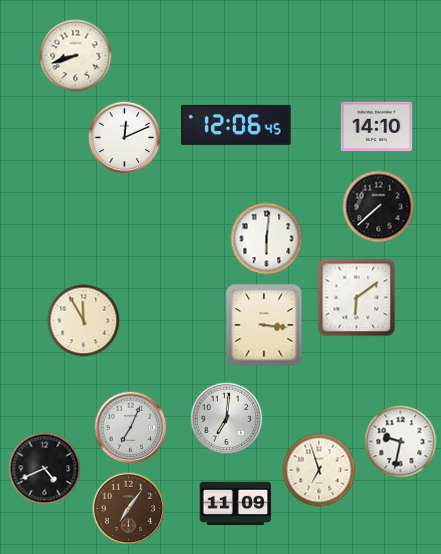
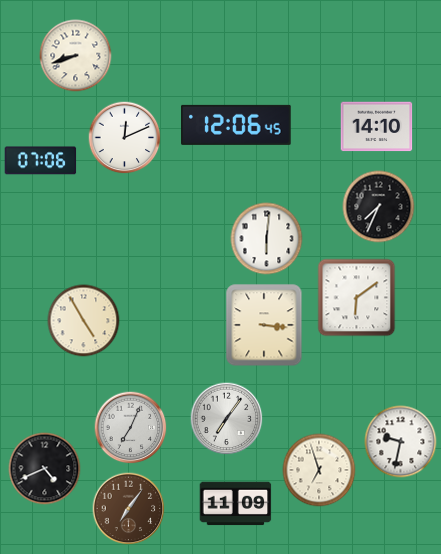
clock at (41, 161): none -> 07:06
clock at (379, 207): 7:38 -> 7:34
clock at (84, 321): 11:55 -> 4:55
clock at (227, 419): 7:01 -> 7:06
